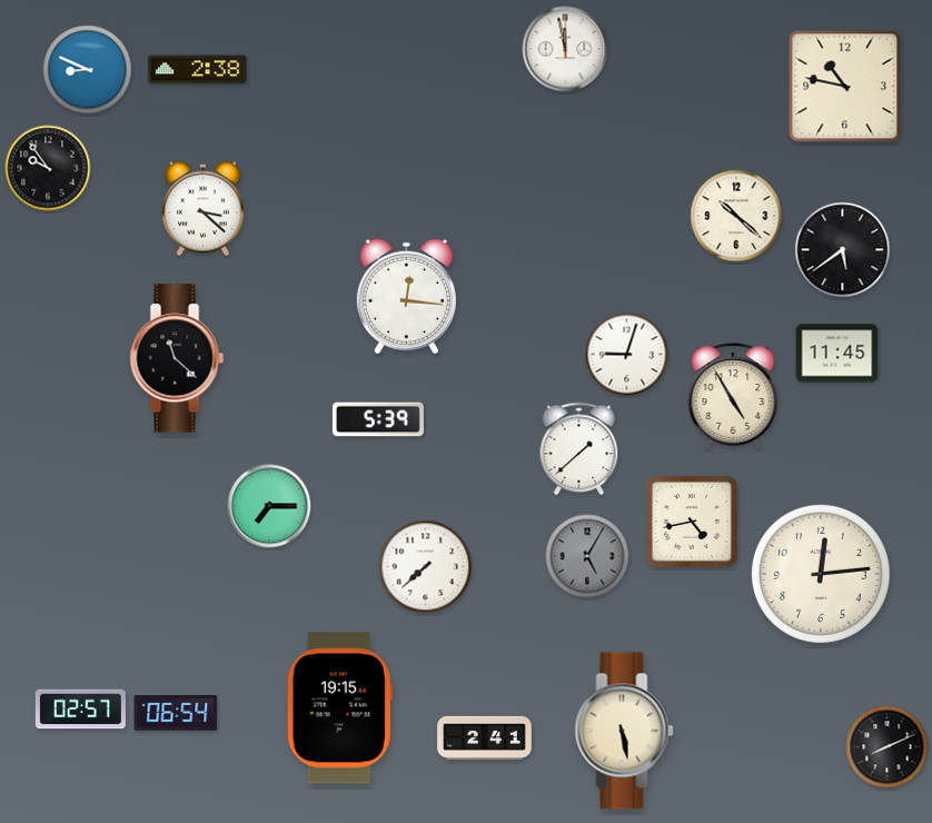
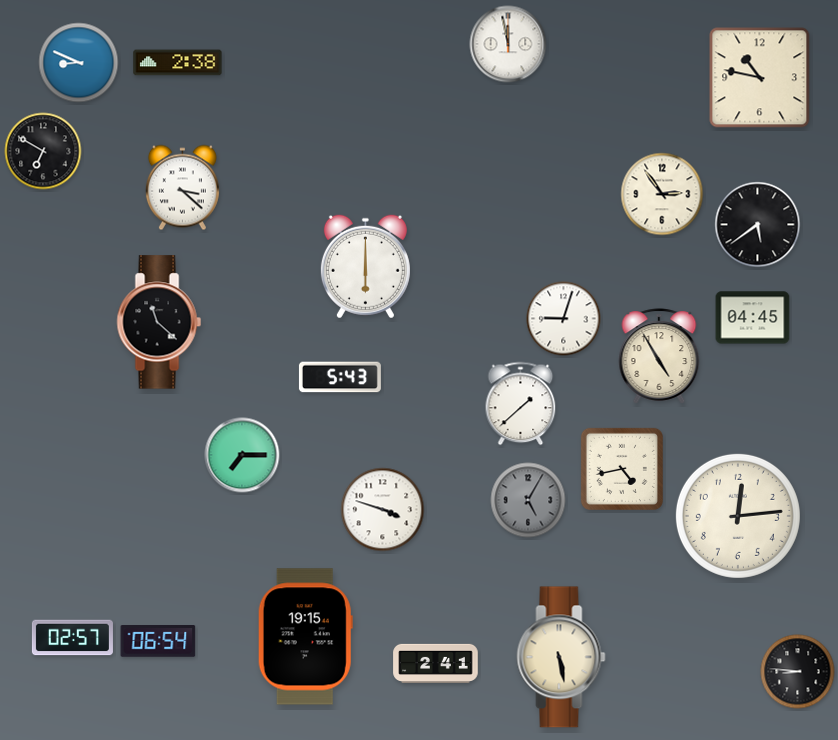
clock at (48, 168): 9:54 -> 6:50
clock at (736, 216): 10:22 -> 2:54
clock at (406, 297): 12:16 -> 6:00
clock at (837, 354): 11:45 -> 04:45
clock at (378, 419): 5:39 -> 5:43
clock at (426, 567): 7:38 -> 3:48
clock at (888, 747): 8:11 -> 8:46
